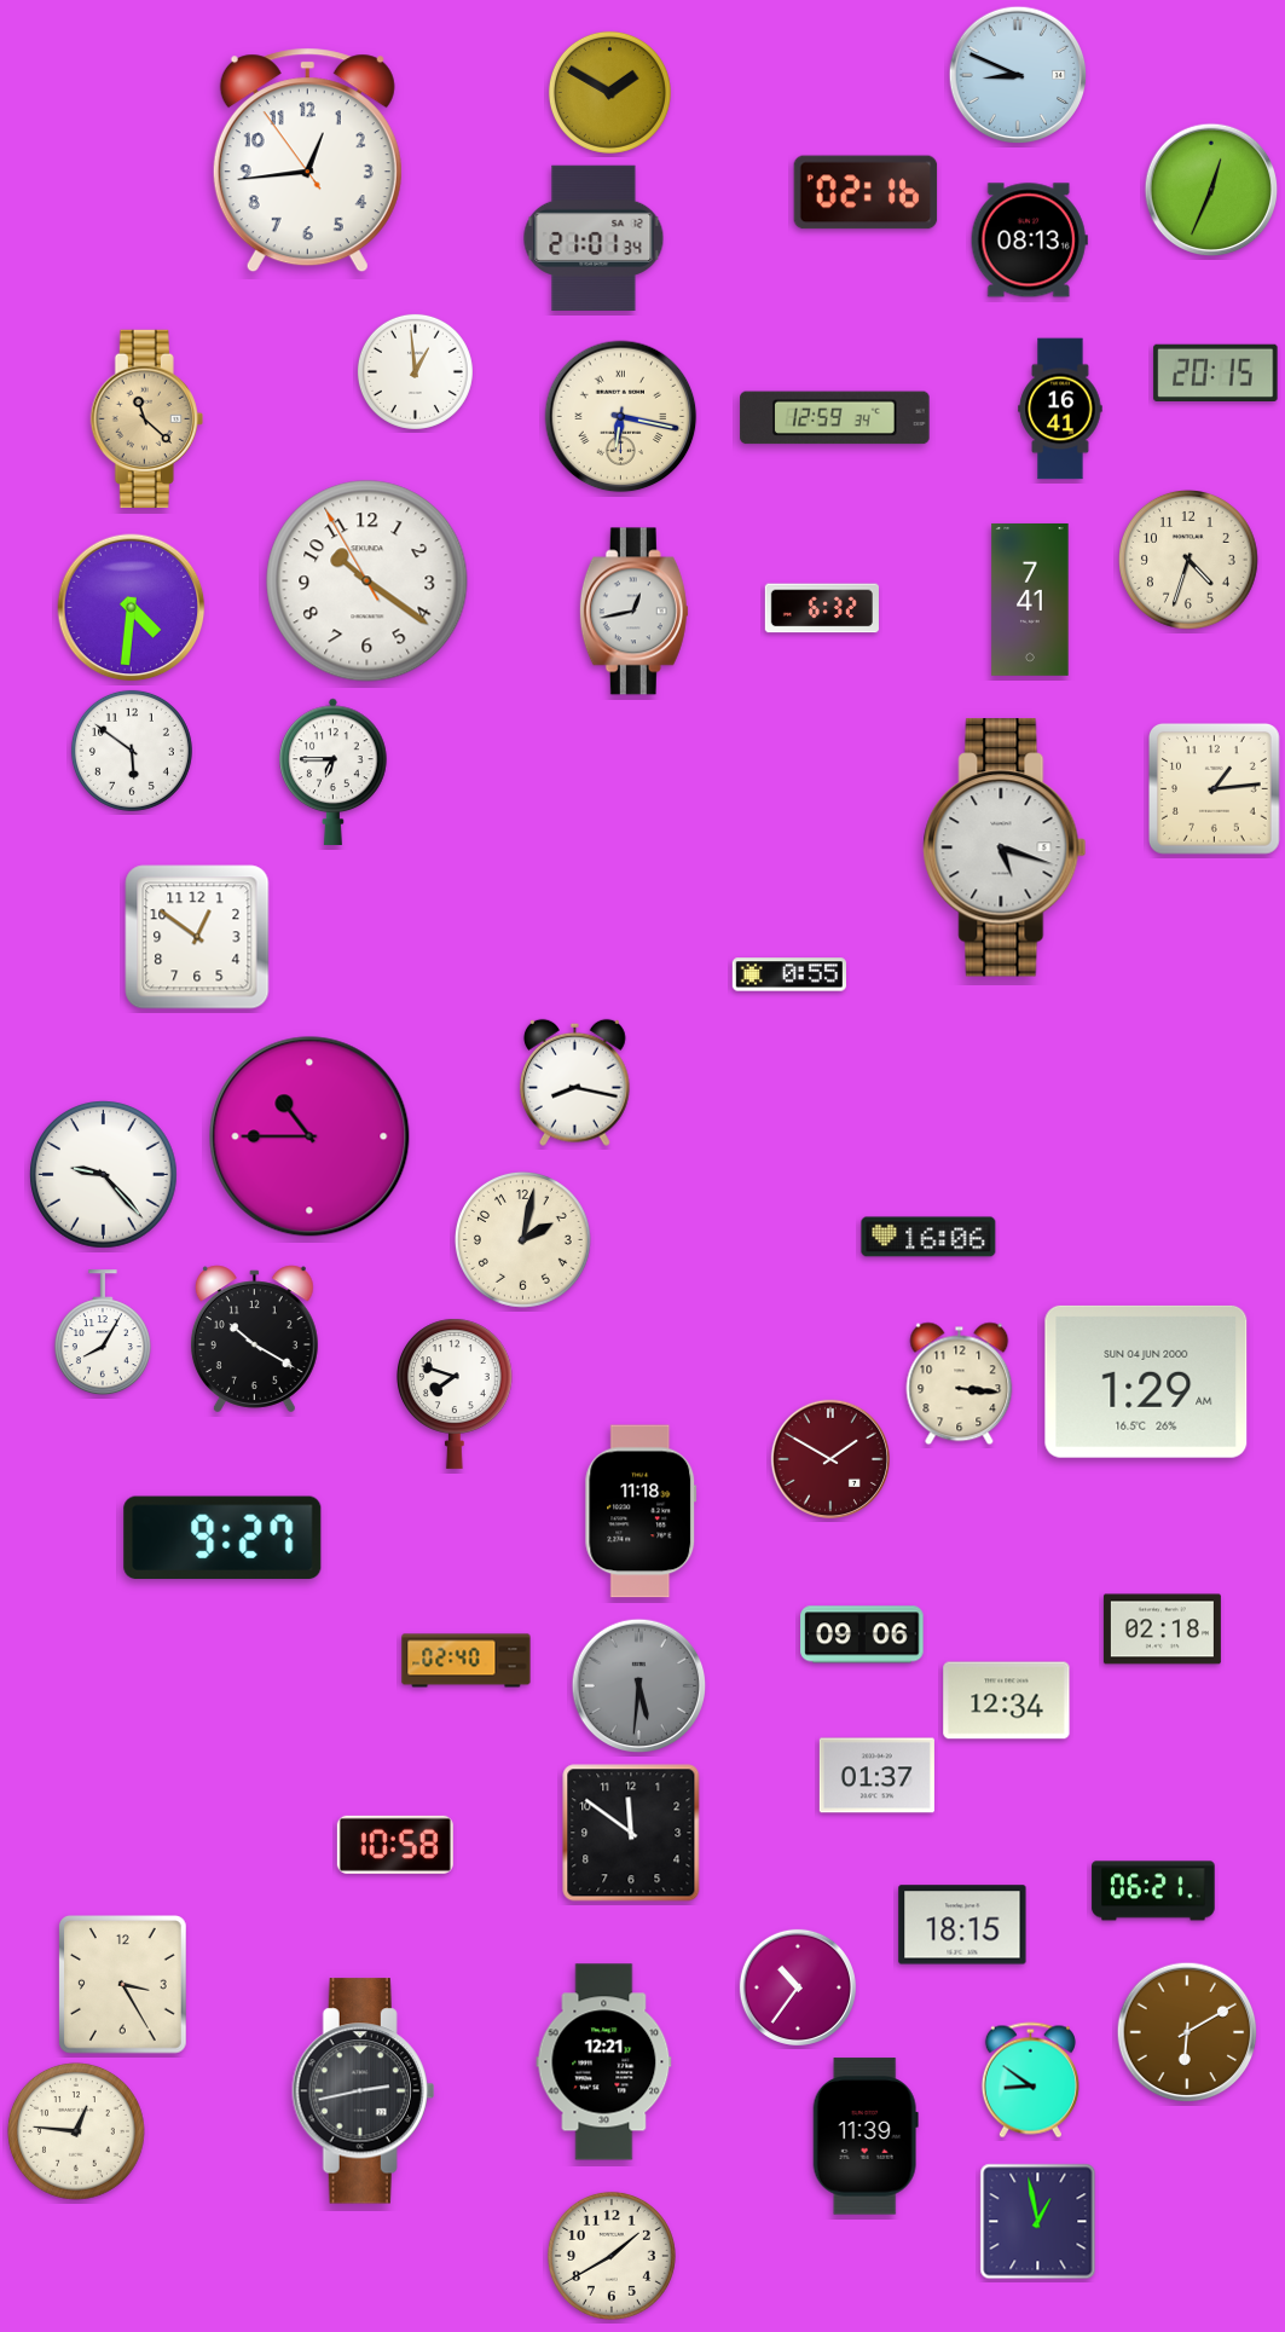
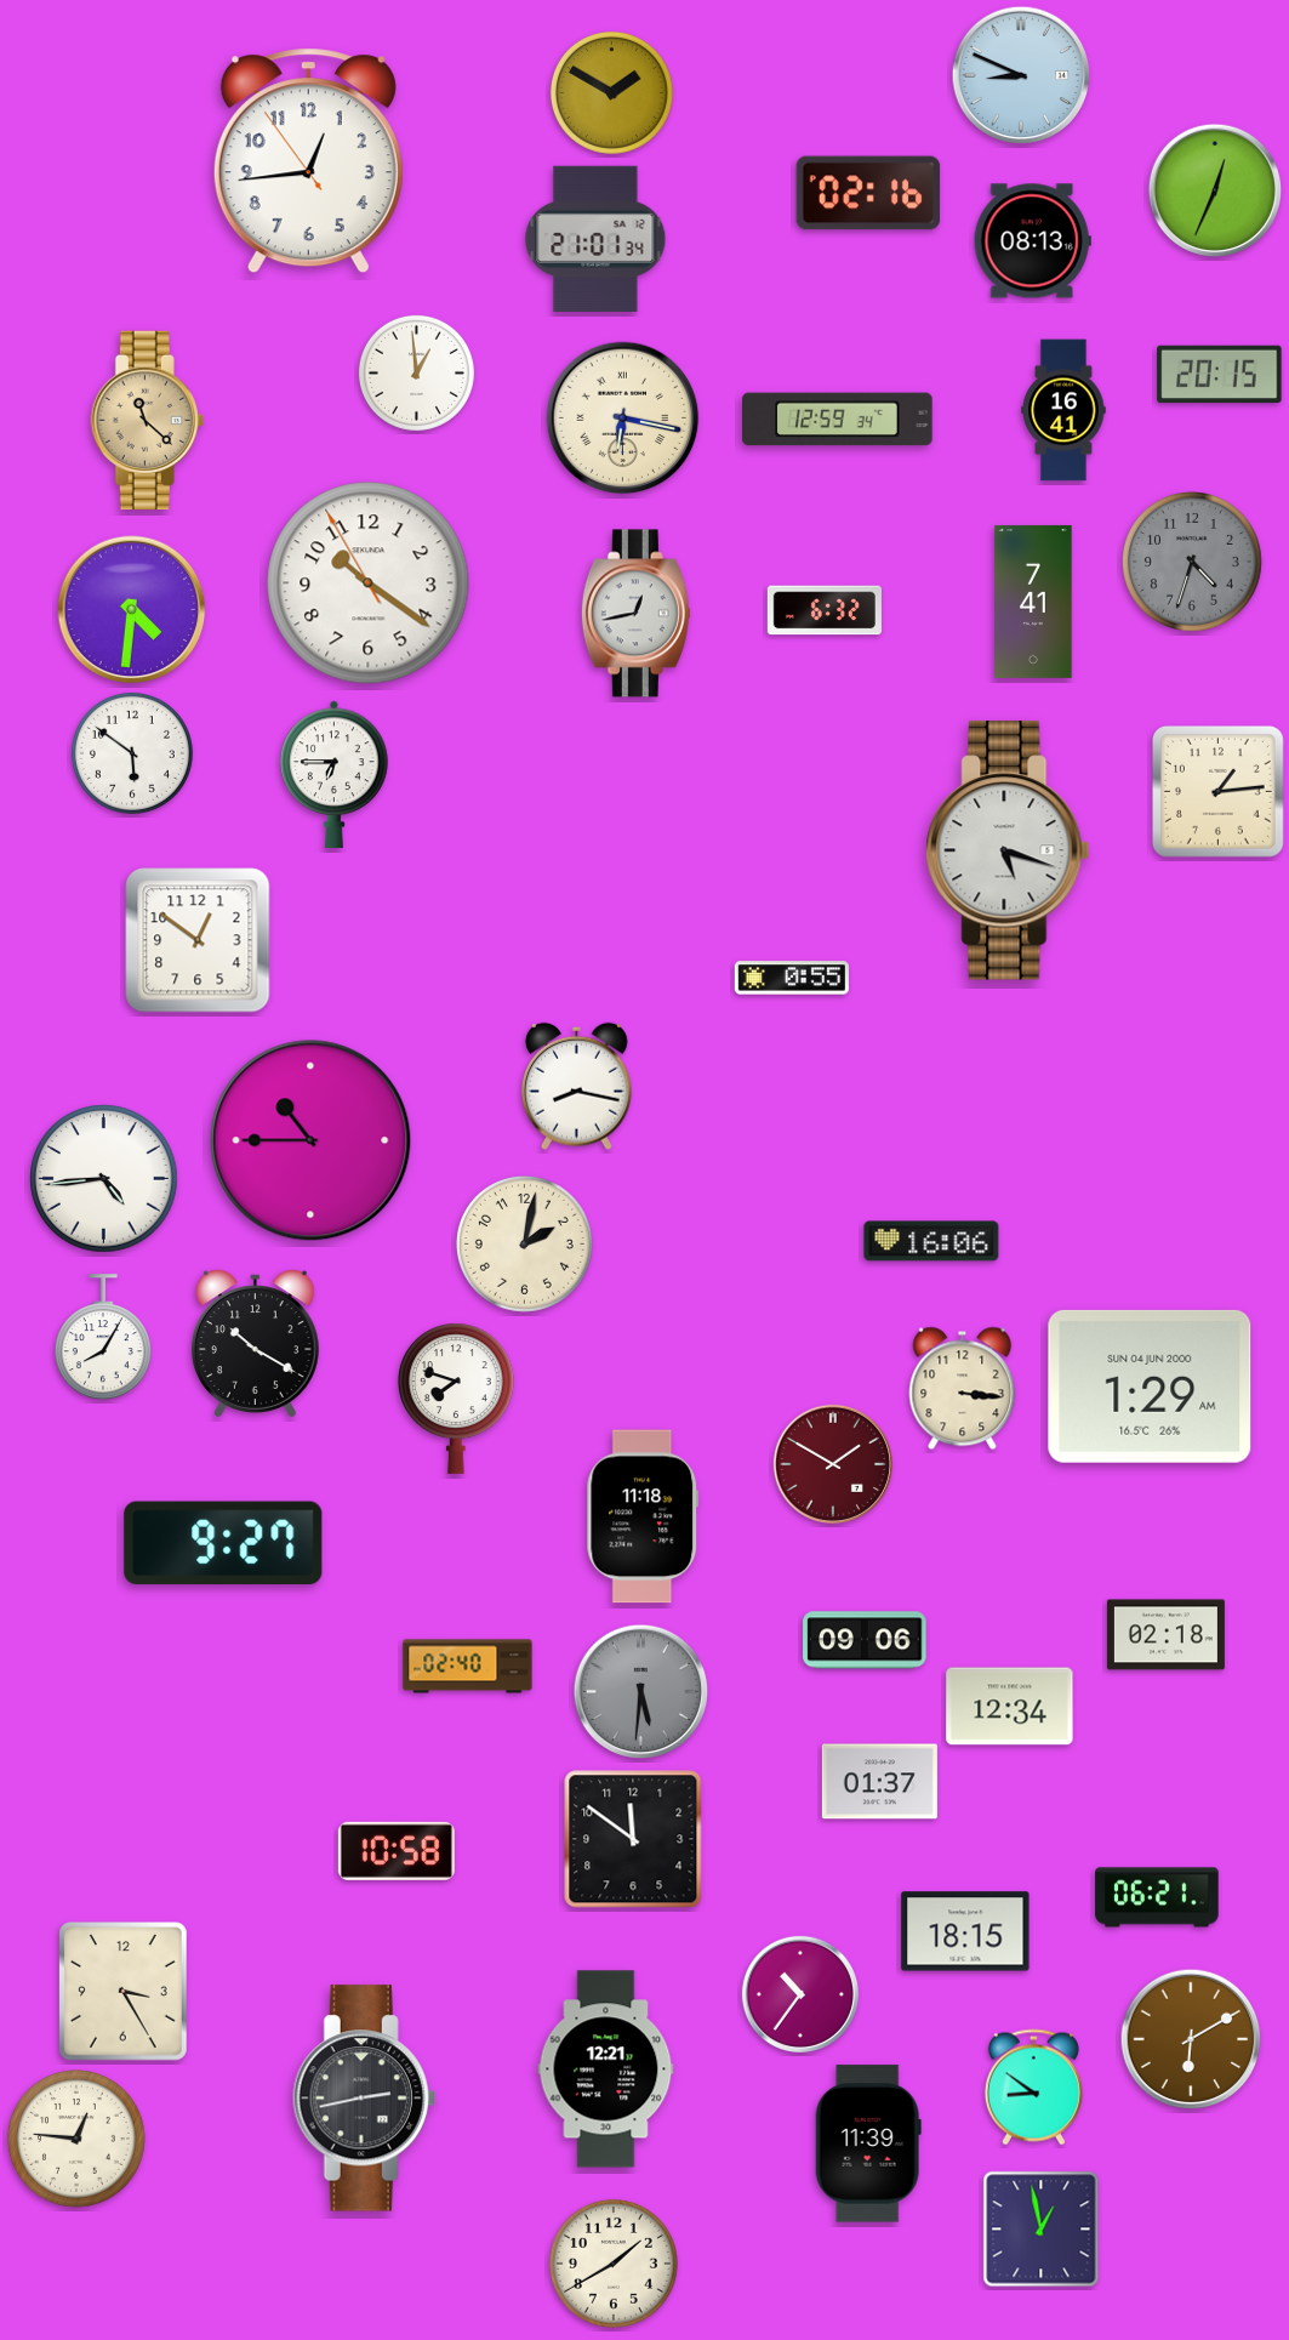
clock at (1190, 561) dial: cream -> grey
clock at (104, 1175): 9:23 -> 4:44
